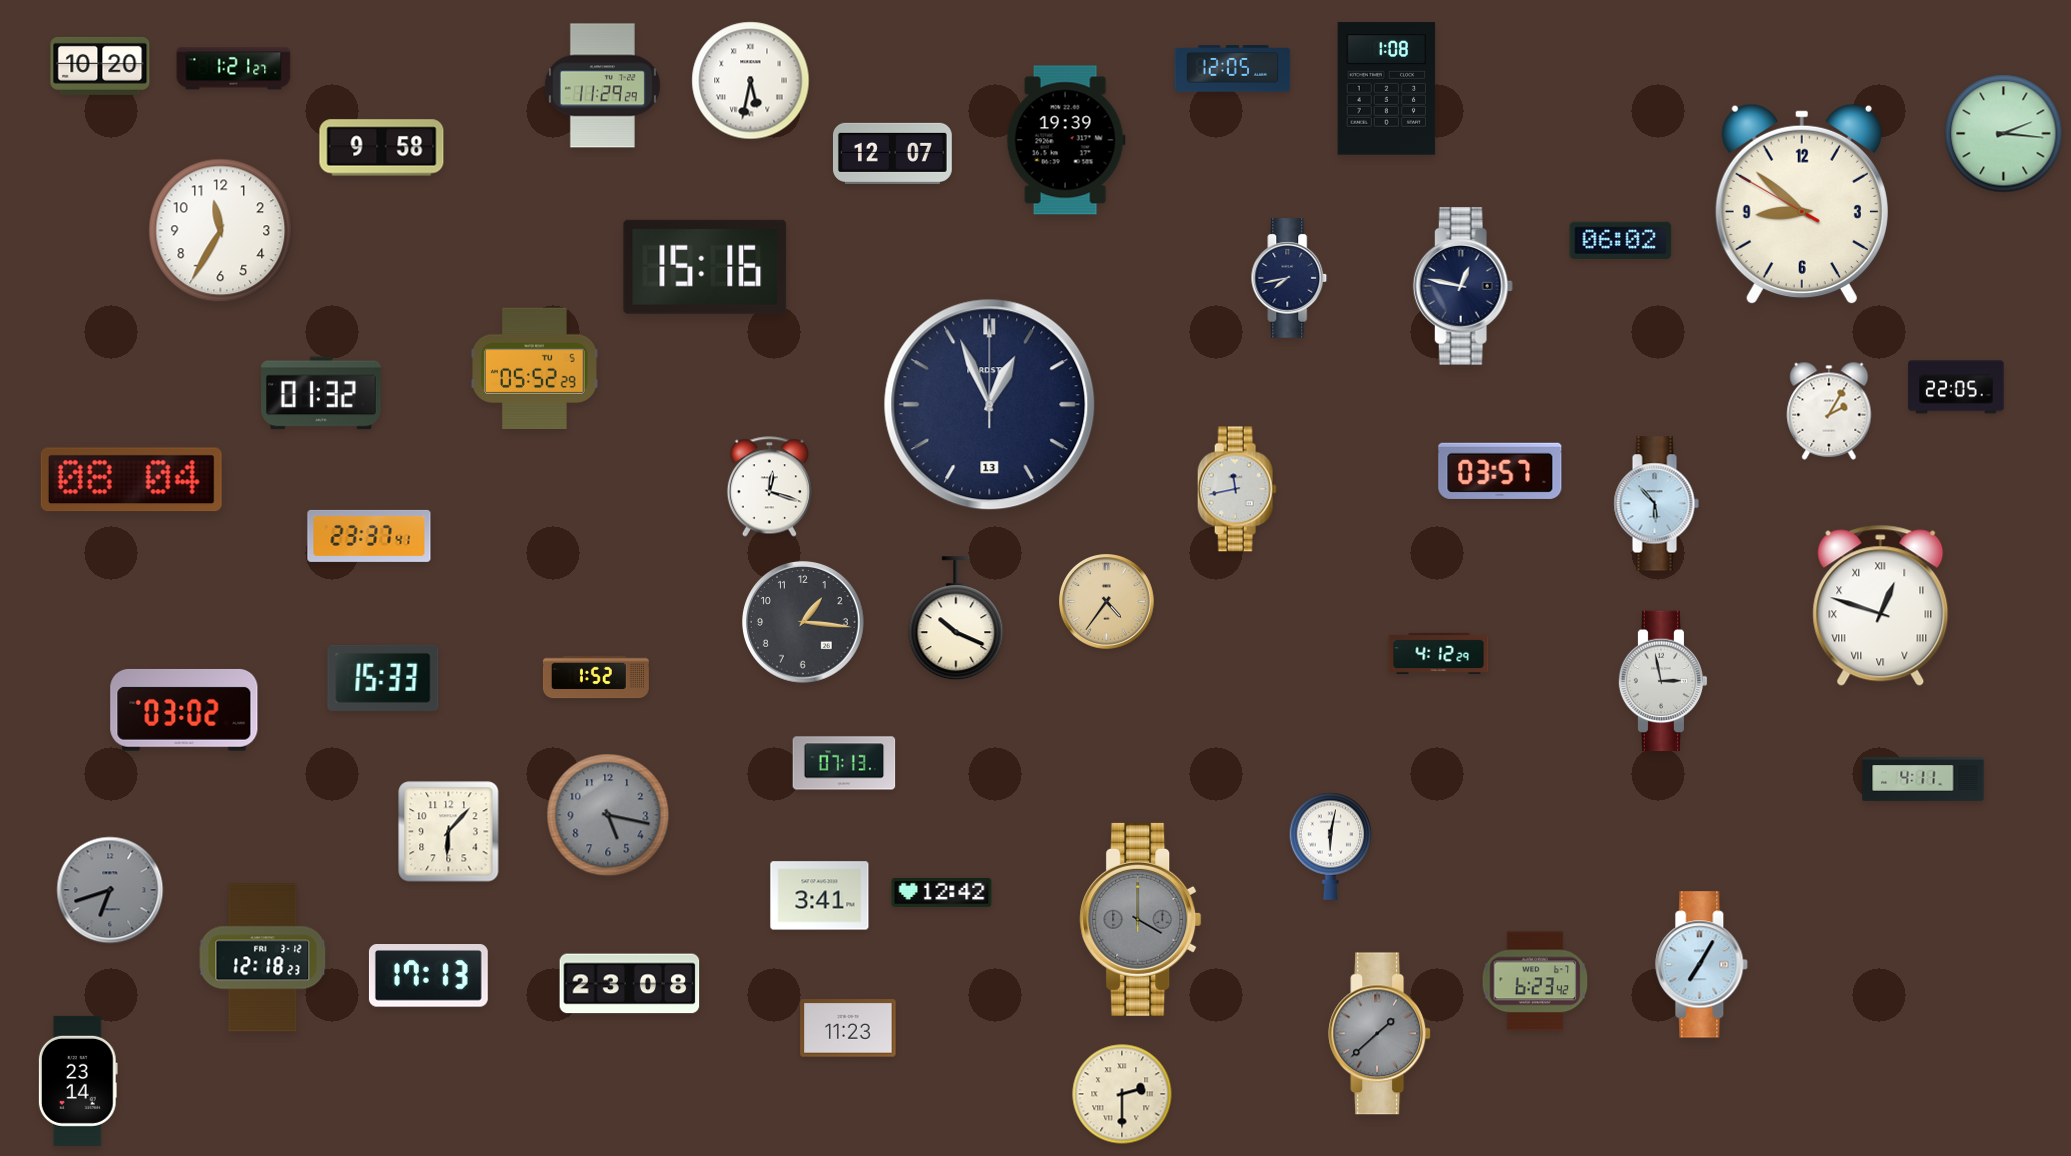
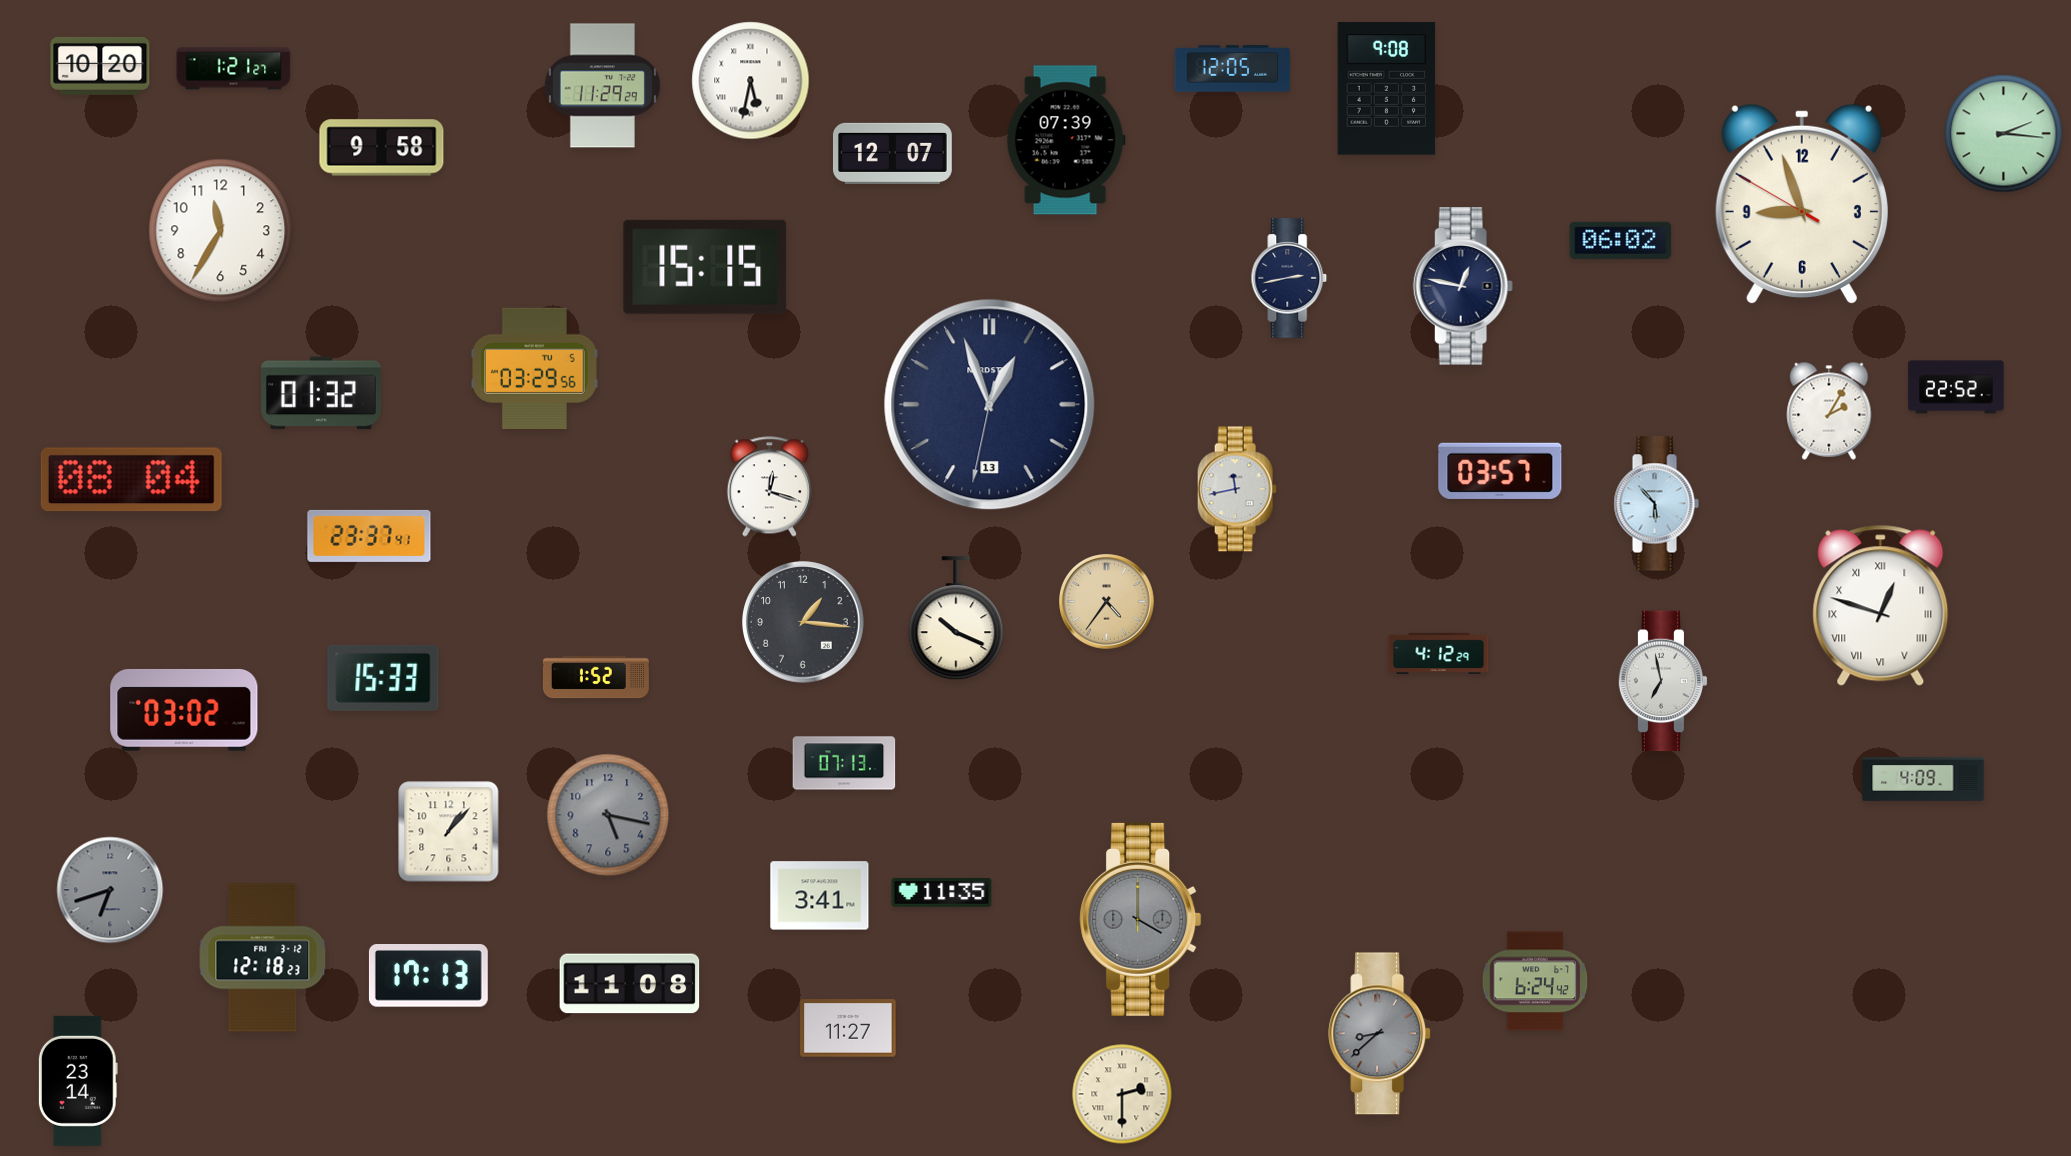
clock at (1387, 89): 1:08 -> 9:08
clock at (1066, 140): 19:39 -> 07:39
clock at (1802, 204): 8:51 -> 8:56
clock at (705, 267): 15:16 -> 15:15
clock at (1289, 278): 7:43 -> 2:43
clock at (535, 368): 05:52 -> 03:29
clock at (1956, 387): 22:05 -> 22:52
clock at (990, 405): 12:56:00 -> 12:56:32
clock at (1663, 681): 2:58 -> 6:58
clock at (1923, 779): 4:11 -> 4:09
clock at (449, 832): 6:07 -> 1:07
clock at (1331, 846): 6:02 -> none
clock at (942, 892): 12:42 -> 11:35
clock at (1702, 965): 7:05 -> none
clock at (1535, 981): 6:23 -> 6:24
clock at (630, 984): 23:08 -> 11:08
clock at (848, 1028): 11:23 -> 11:27
clock at (1380, 1034): 1:38 -> 8:38
